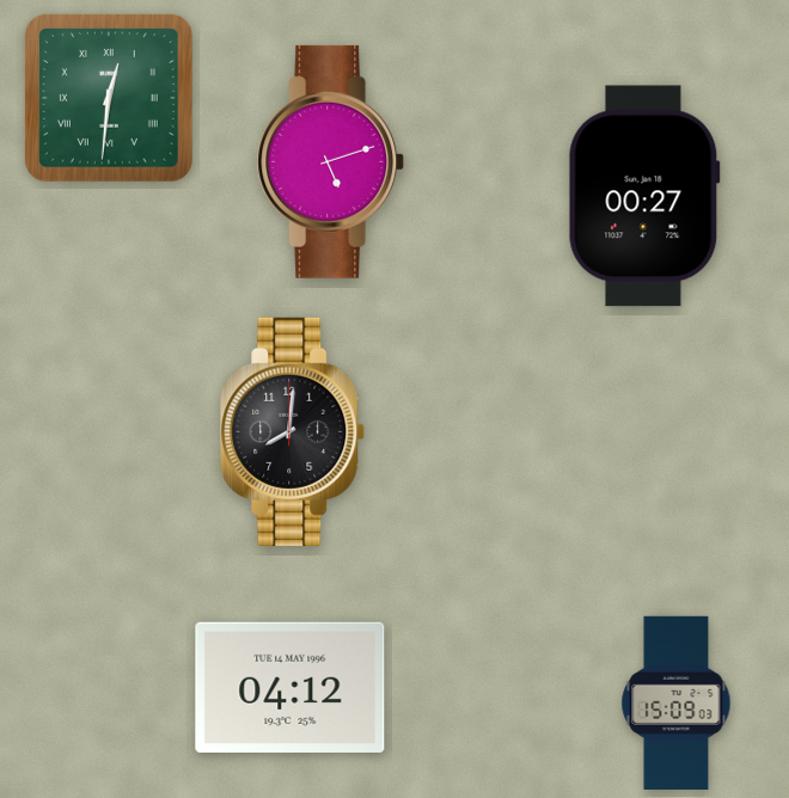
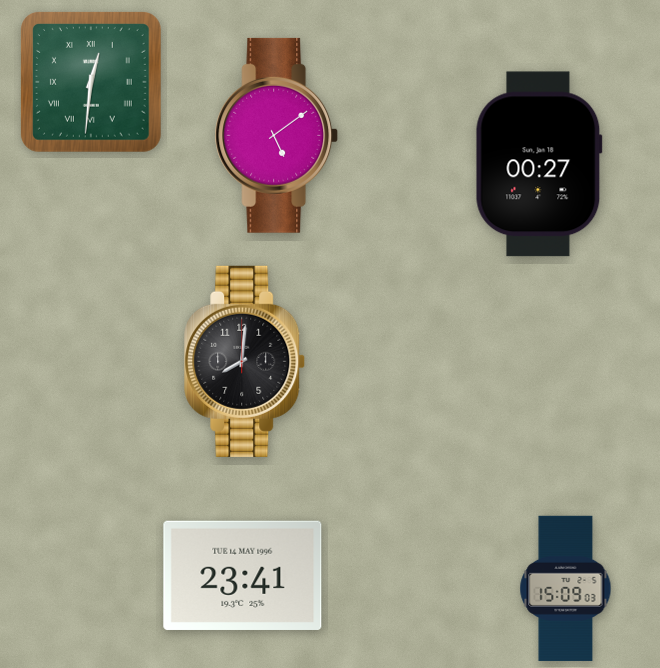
clock at (331, 161): 5:12 -> 5:09
clock at (290, 687): 04:12 -> 23:41
